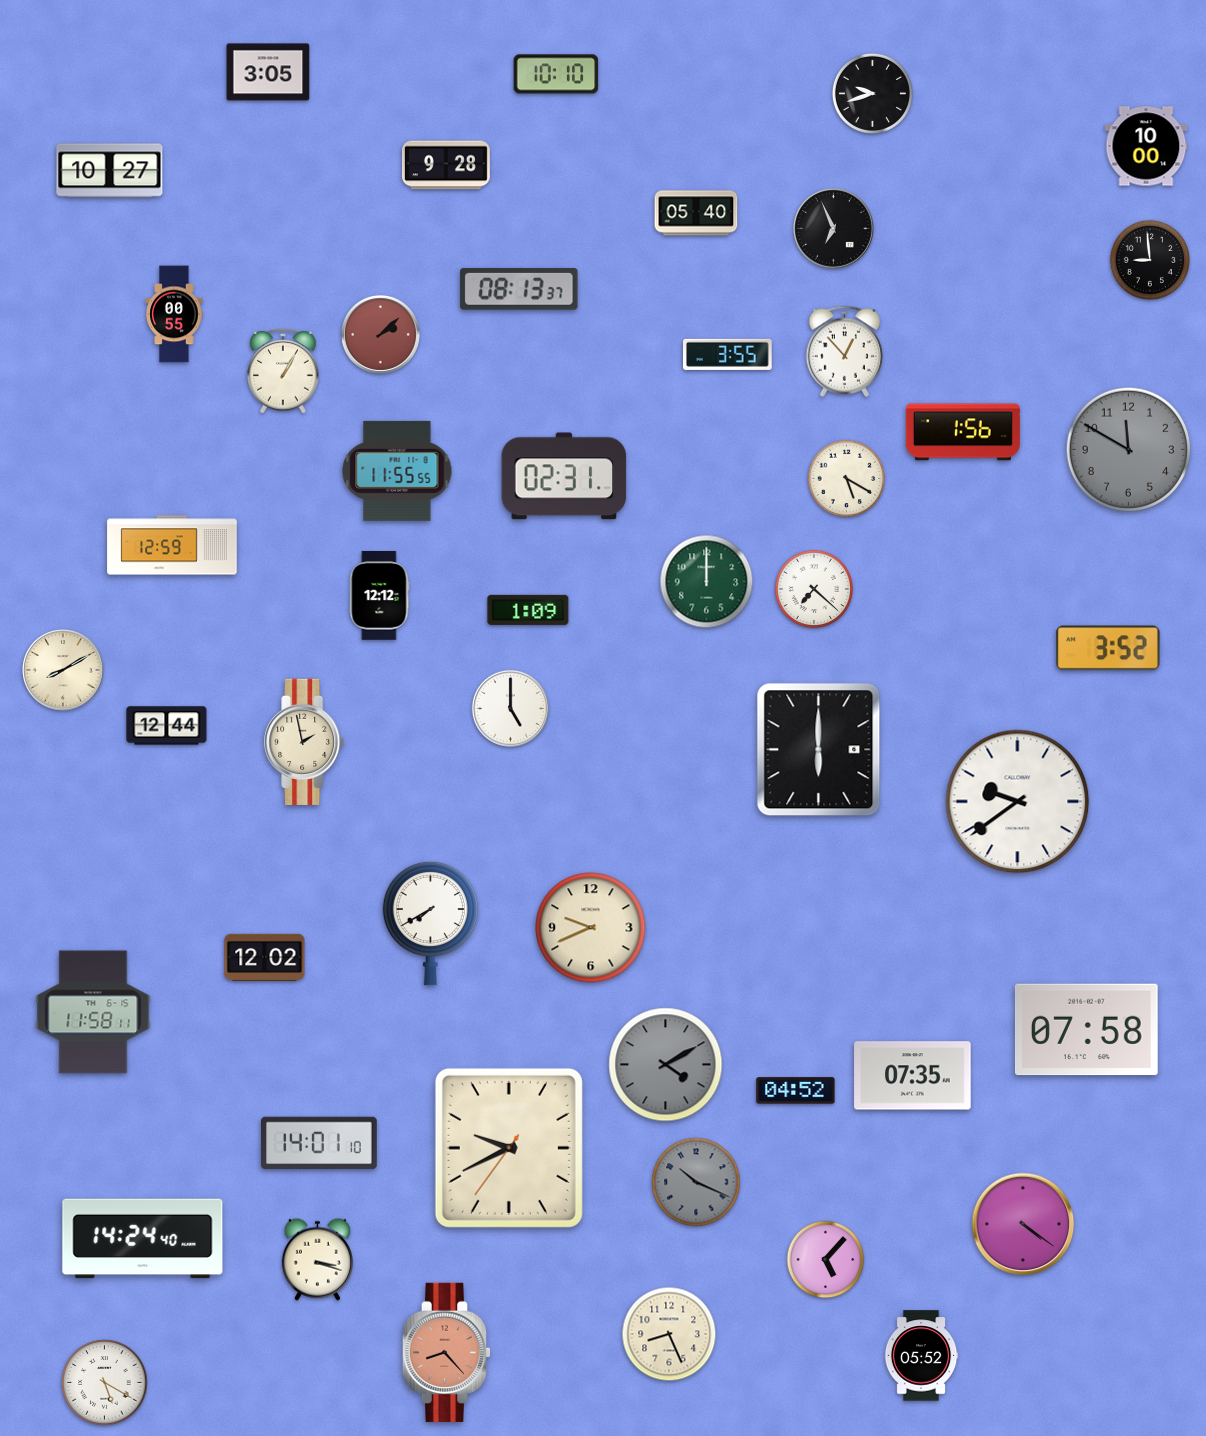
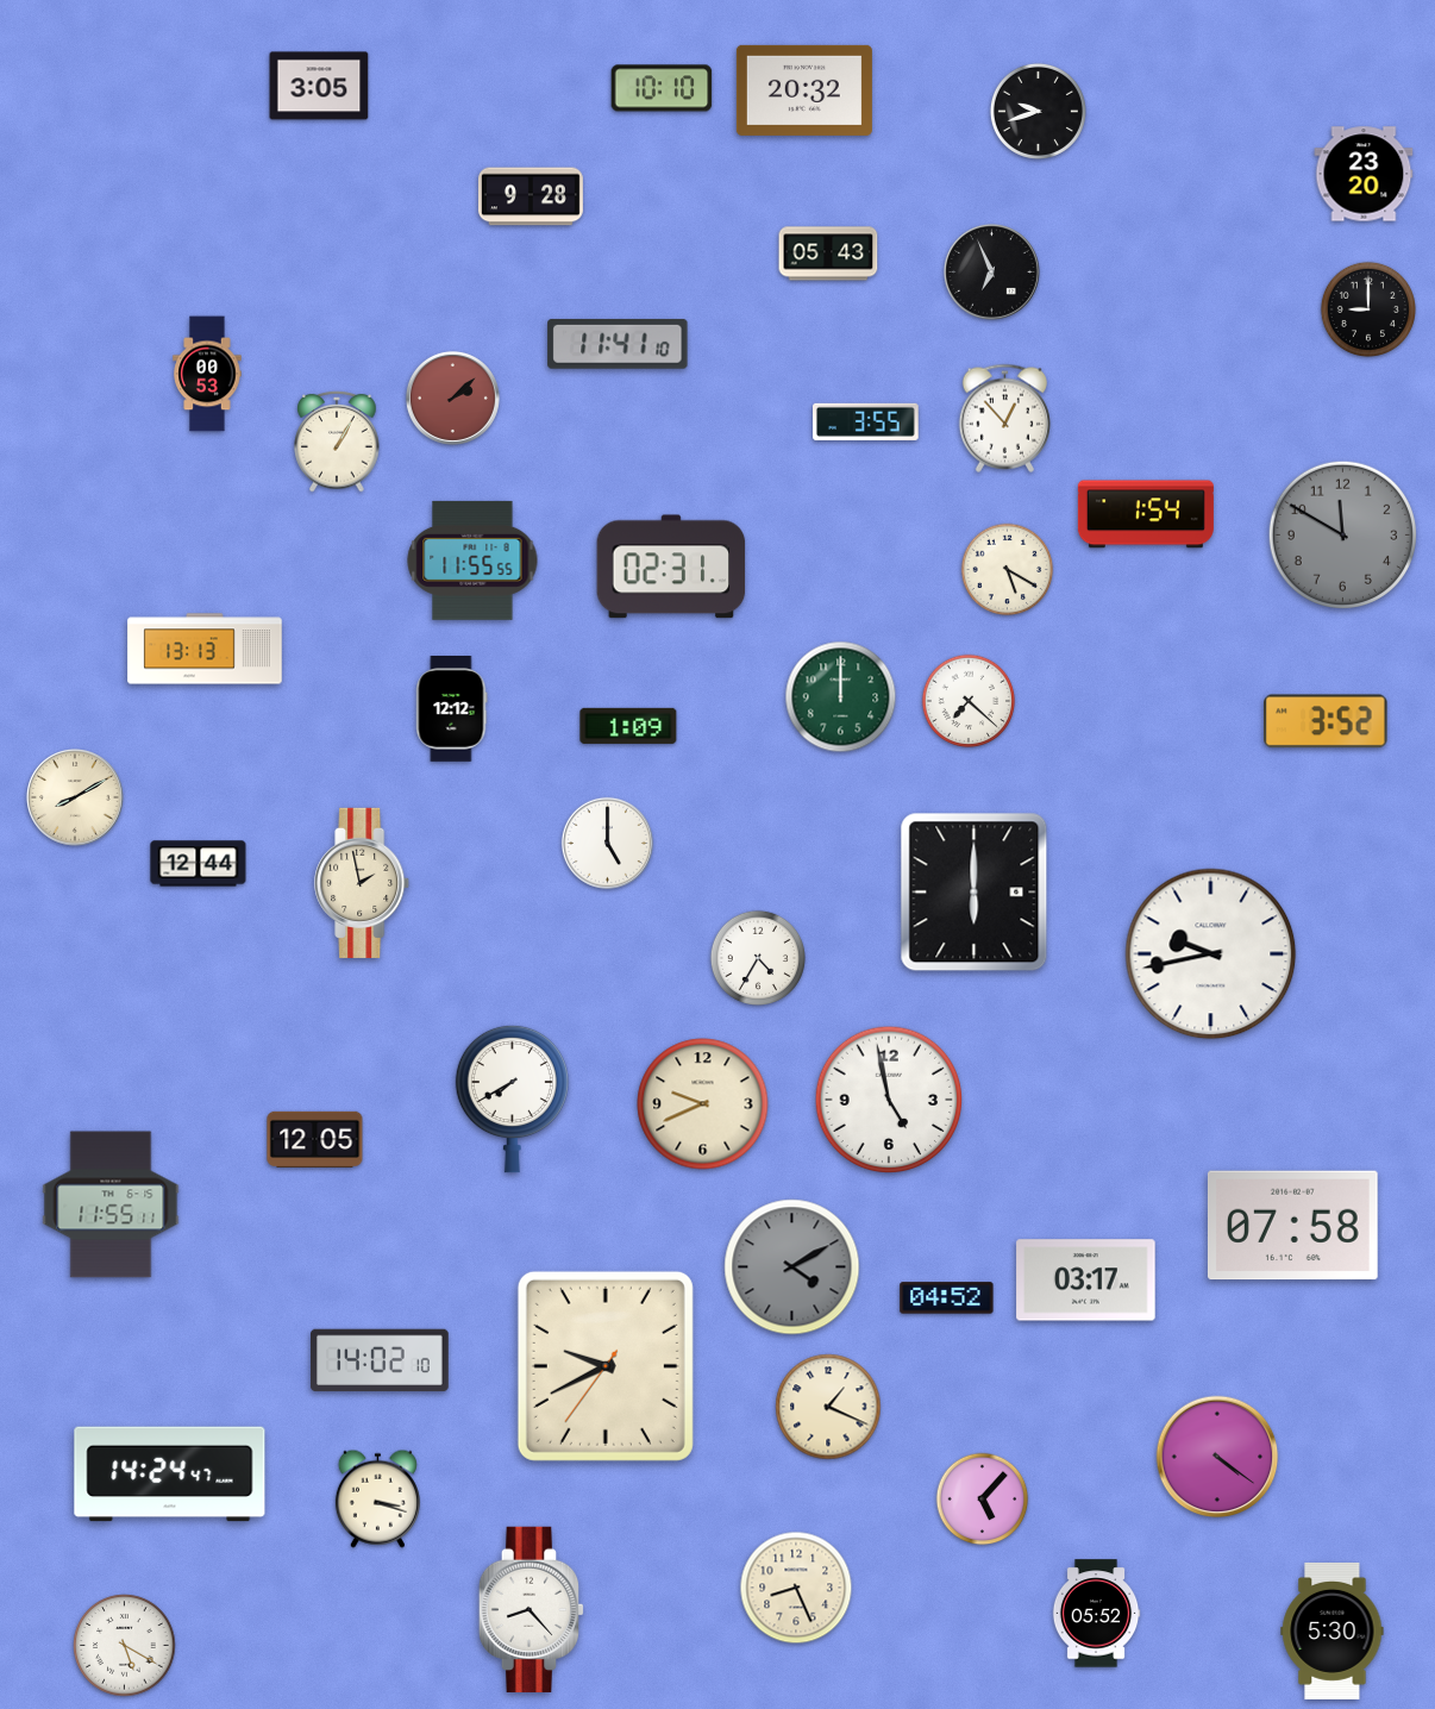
clock at (804, 90): none -> 20:32
clock at (1146, 146): 10:00 -> 23:20
clock at (110, 171): 10:27 -> none
clock at (696, 213): 05:40 -> 05:43
clock at (1150, 260): 8:59 -> 9:00
clock at (519, 289): 08:13 -> 11:41
clock at (174, 314): 00:55 -> 00:53
clock at (963, 432): 1:56 -> 1:54
clock at (172, 545): 12:59 -> 13:13
clock at (707, 582) position: (707, 582) -> (841, 697)
clock at (1108, 648) position: (1108, 648) -> (1326, 721)
clock at (1018, 802): 9:39 -> 9:43
clock at (758, 958): none -> 4:35
clock at (889, 1100): none -> 4:58
clock at (265, 957): 12:02 -> 12:05
clock at (93, 1012): 11:58 -> 11:55
clock at (913, 1076): 07:35 -> 03:17
clock at (319, 1143): 14:01 -> 14:02
clock at (696, 1182): 10:19 -> 1:19
clock at (696, 1182) dial: grey -> cream
clock at (143, 1239): 14:24:40 -> 14:24:47
clock at (447, 1352) dial: salmon -> white
clock at (1333, 1630): none -> 5:30
